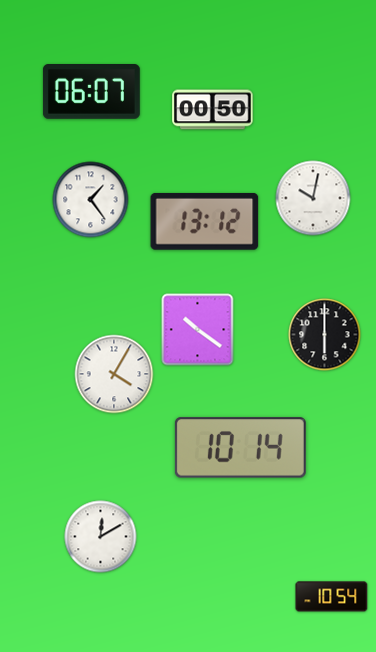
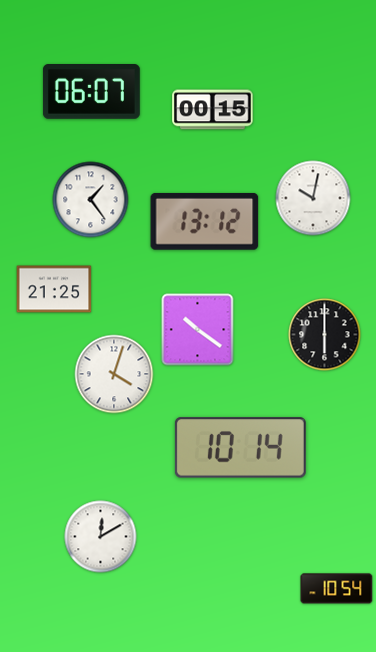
clock at (213, 110): 00:50 -> 00:15
clock at (54, 289): none -> 21:25
clock at (114, 374): 4:05 -> 4:03
clock at (332, 597) position: (332, 597) -> (337, 589)
